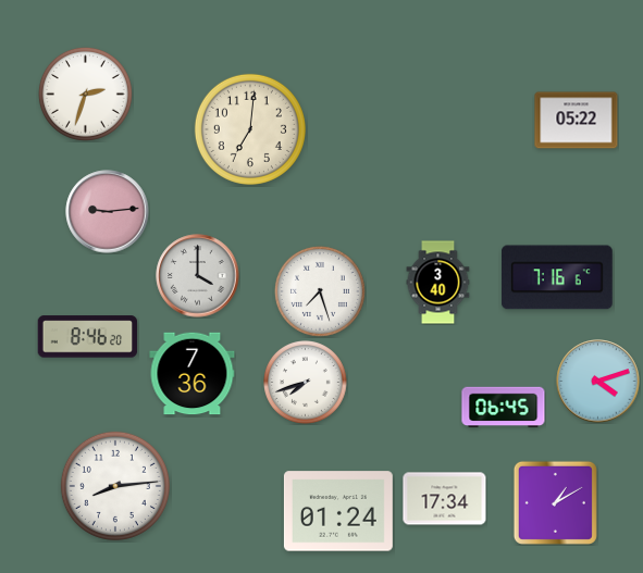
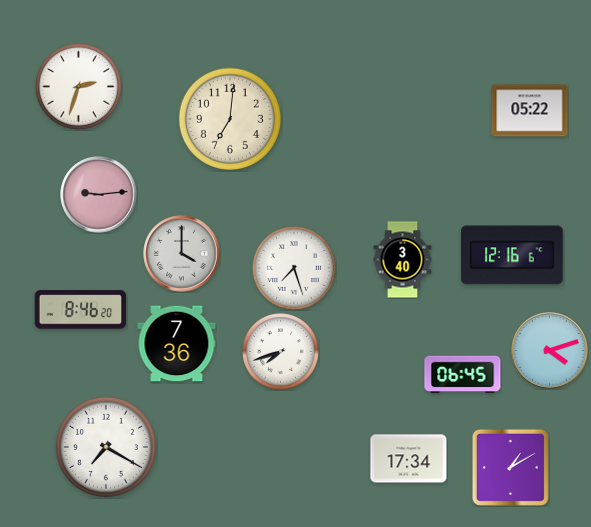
clock at (557, 277): 7:16 -> 12:16
clock at (115, 486): 8:14 -> 7:20
clock at (555, 502) position: (555, 502) -> (510, 467)
clock at (338, 511): 01:24 -> none
